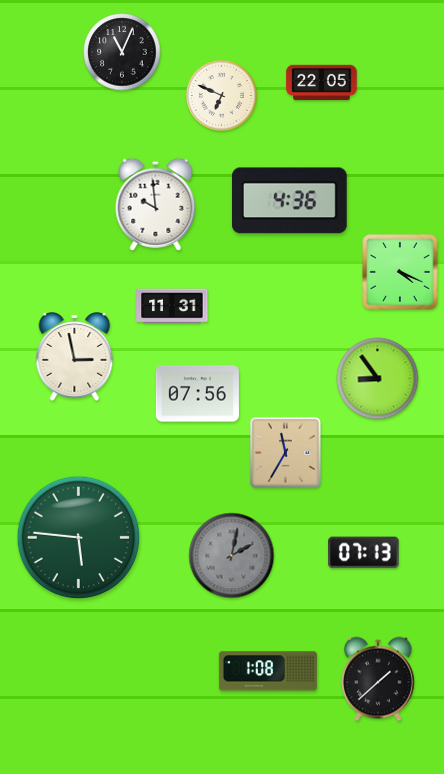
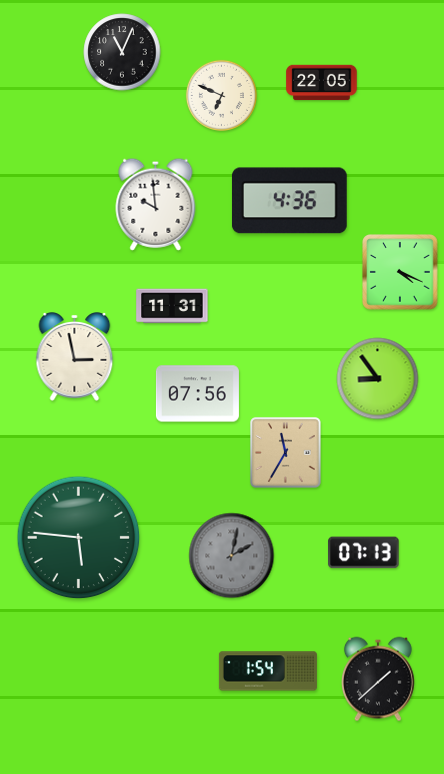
clock at (268, 671): 1:08 -> 1:54
